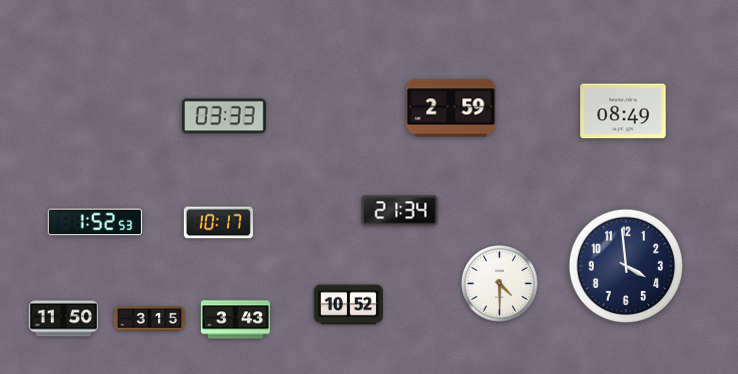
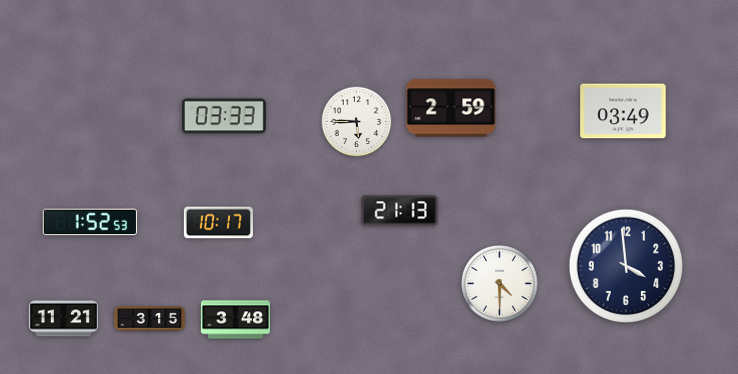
clock at (623, 111): 08:49 -> 03:49
clock at (357, 122): none -> 5:45
clock at (400, 211): 21:34 -> 21:13
clock at (94, 222) position: (94, 222) -> (89, 222)
clock at (348, 305): 10:52 -> none
clock at (63, 319): 11:50 -> 11:21
clock at (235, 320): 3:43 -> 3:48
